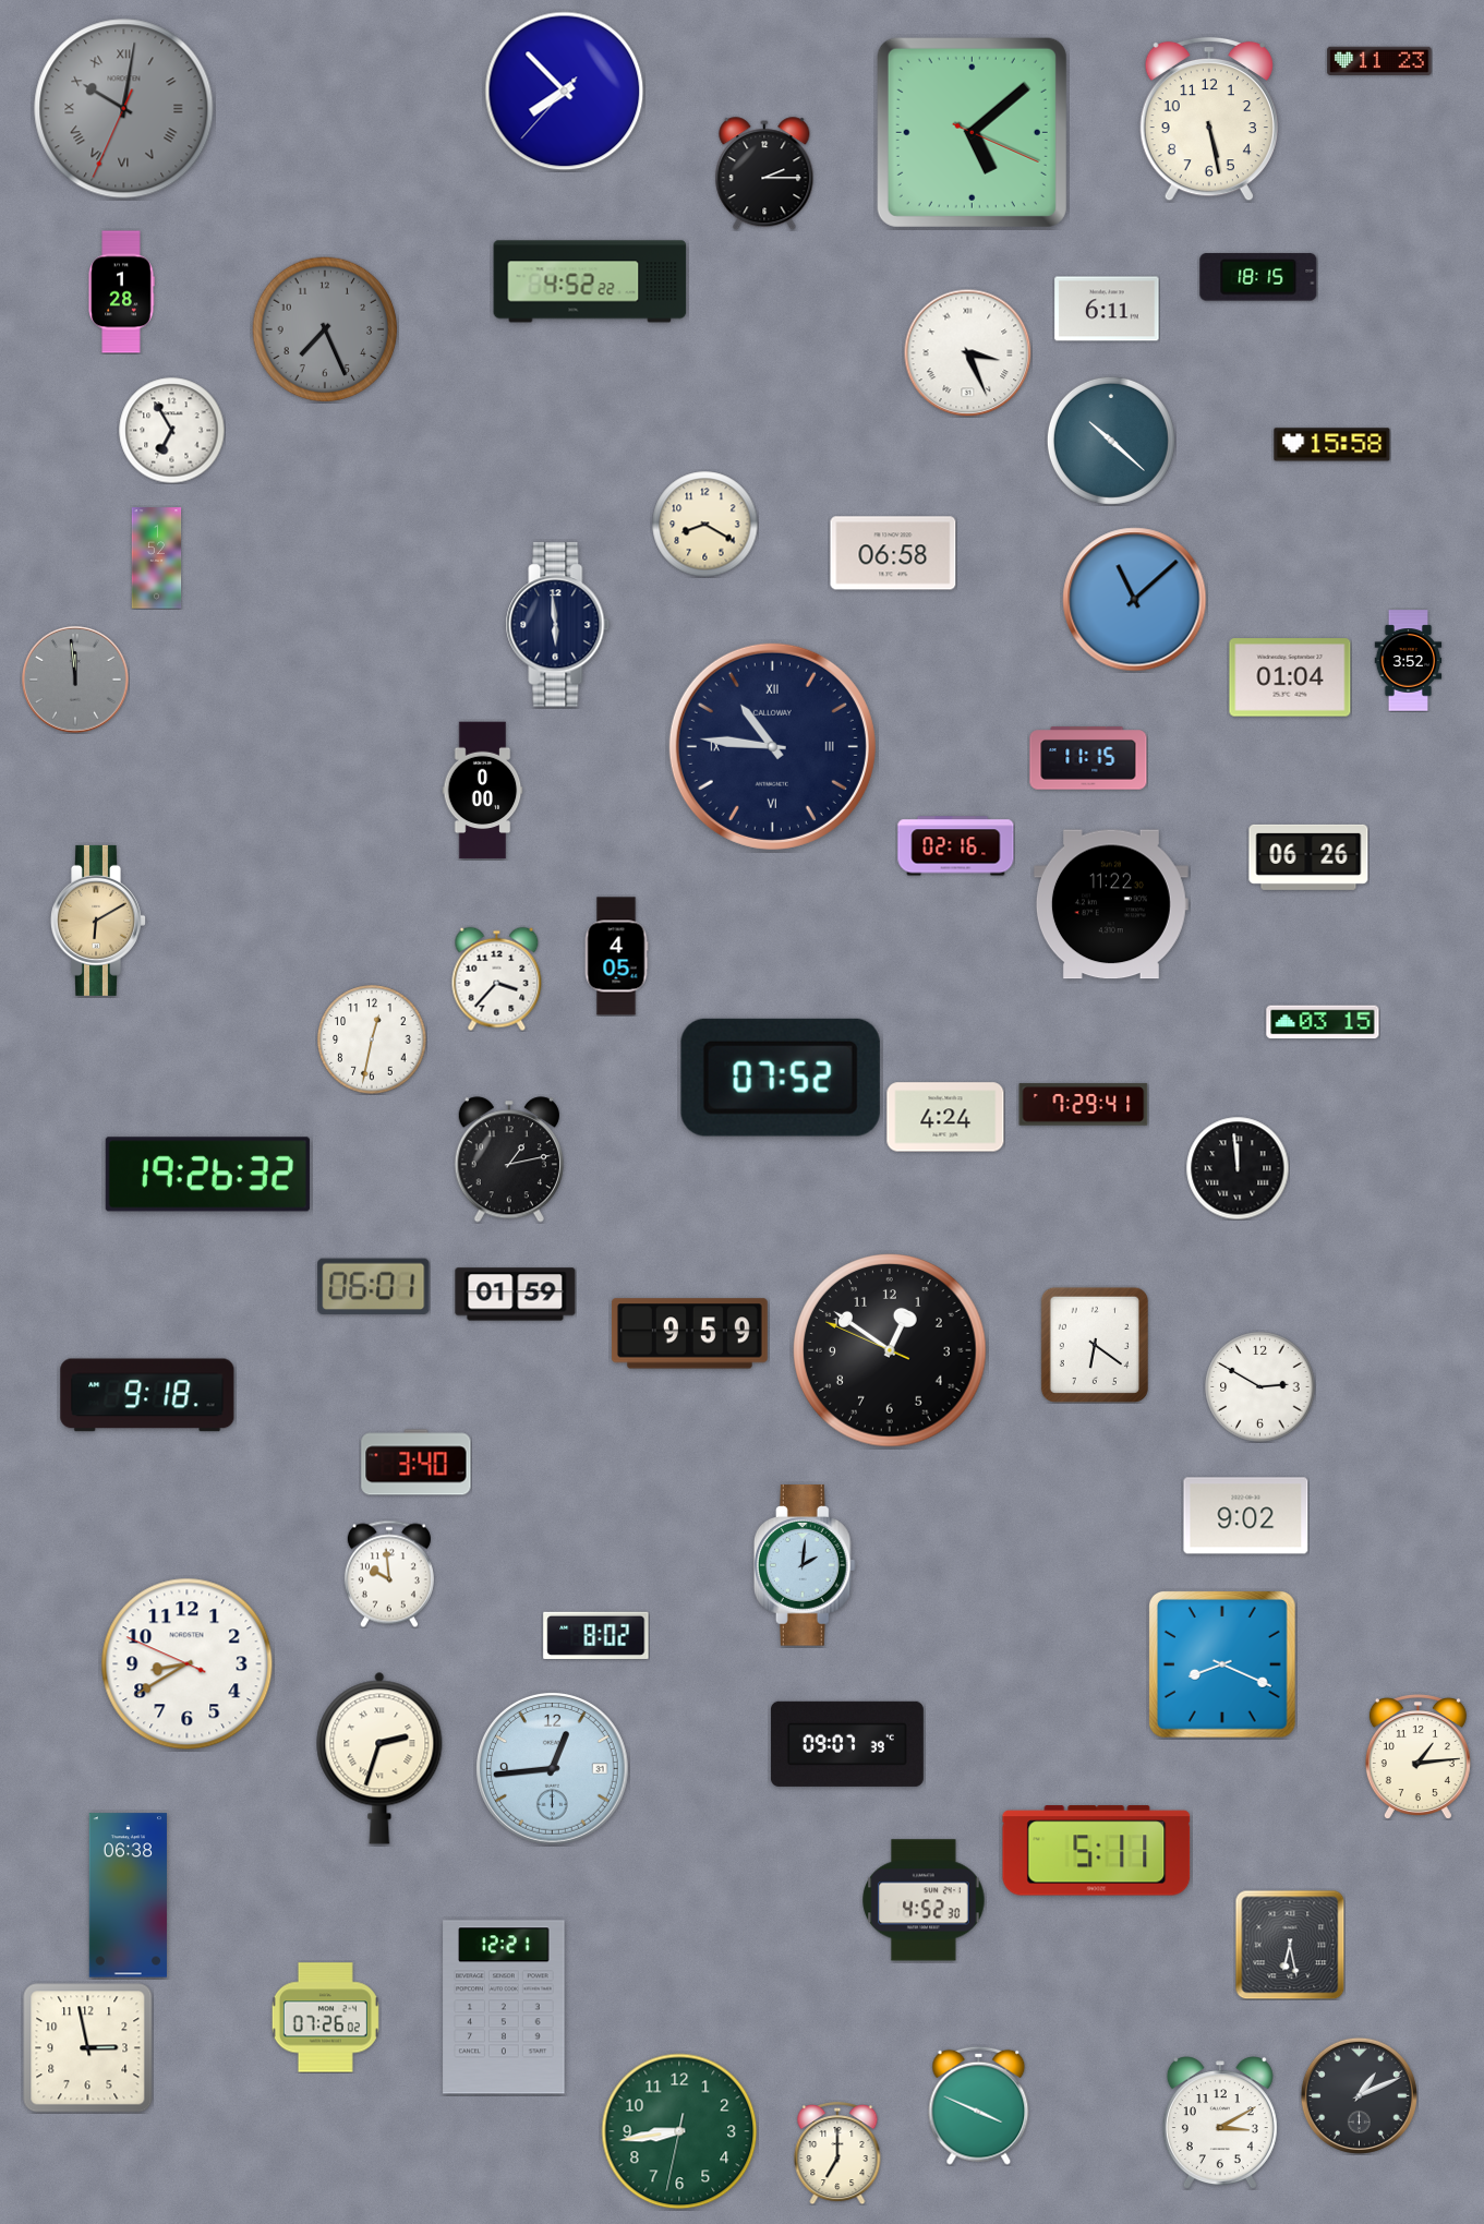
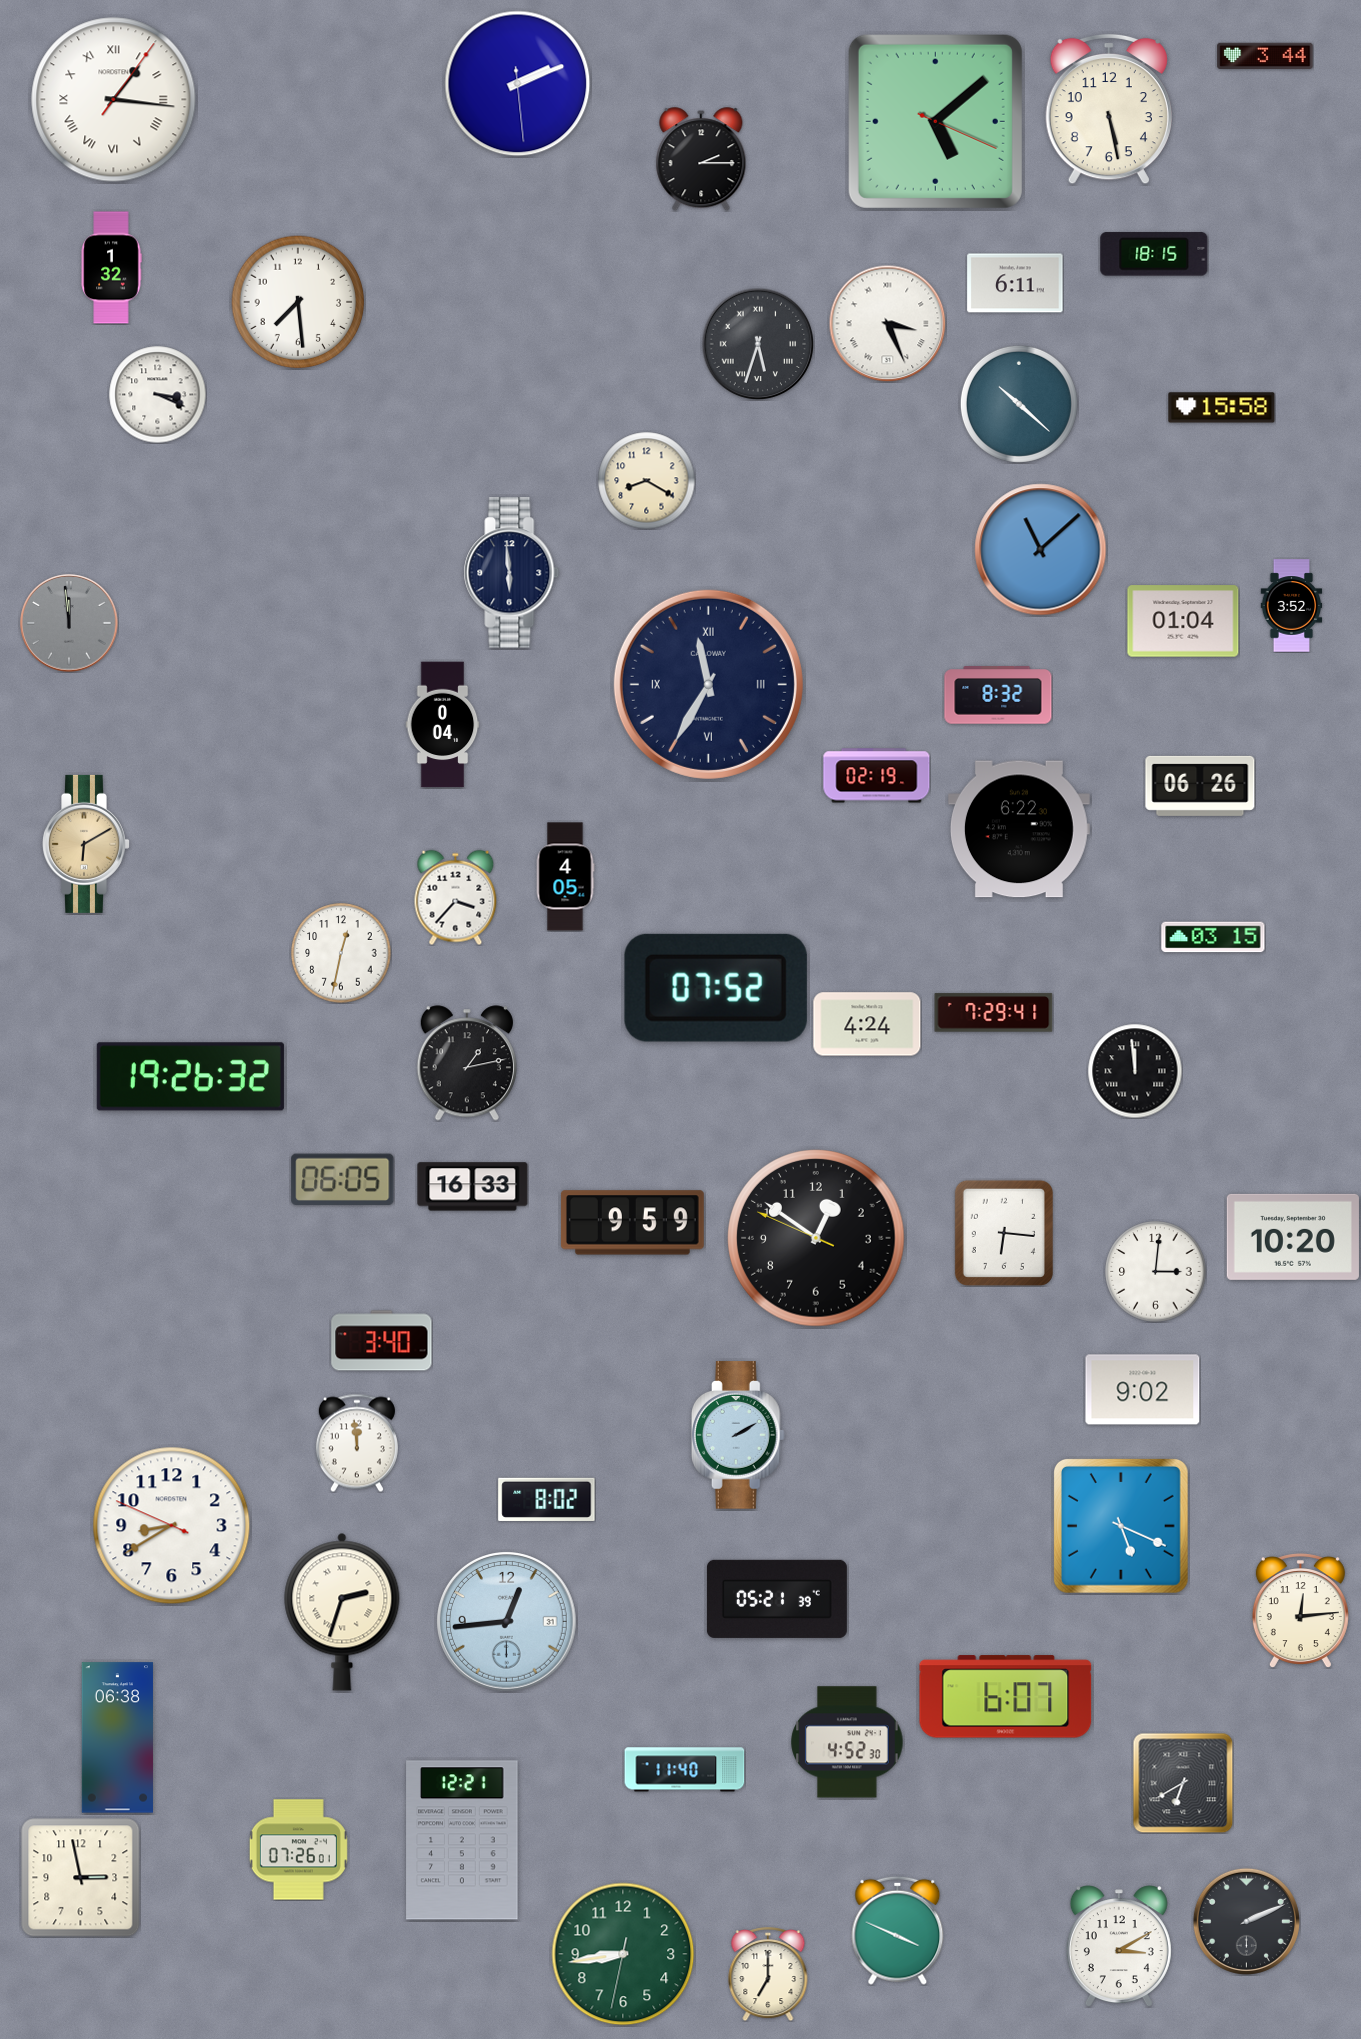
clock at (1379, 60): 11:23 -> 3:44
clock at (565, 92): 7:52 -> 2:11
clock at (124, 109): 10:01 -> 1:16
clock at (124, 109) dial: grey -> white
clock at (972, 132) position: (972, 132) -> (935, 121)
clock at (590, 281): 4:52 -> none
clock at (121, 292): 1:28 -> 1:32
clock at (325, 329): 7:26 -> 7:29
clock at (325, 329) dial: grey -> white
clock at (758, 344): none -> 5:33
clock at (171, 430): 6:55 -> 3:19
clock at (893, 553): 06:58 -> none
clock at (157, 558): 1:52 -> none
clock at (772, 746): 10:46 -> 11:35
clock at (1088, 758): 11:15 -> 8:32
clock at (483, 791): 0:00 -> 0:04
clock at (956, 846): 02:16 -> 02:19
clock at (1111, 904): 11:22 -> 6:22
clock at (99, 921) position: (99, 921) -> (87, 844)
clock at (374, 1286): 06:01 -> 06:05
clock at (516, 1295): 01:59 -> 16:33
clock at (1095, 1345): 6:21 -> 6:16
clock at (1293, 1237): none -> 10:20
clock at (1260, 1387): 2:50 -> 3:01
clock at (147, 1395): 9:18 -> none
clock at (805, 1565): 2:01 -> 2:10
clock at (389, 1574): 9:59 -> 11:59
clock at (1222, 1664): 8:19 -> 5:19
clock at (847, 1744): 09:07 -> 05:21
clock at (1417, 1757): 1:14 -> 12:14
clock at (379, 1758) position: (379, 1758) -> (342, 1612)
clock at (1097, 1851): 5:11 -> 6:07
clock at (685, 1770): none -> 11:40
clock at (1290, 1945): 6:28 -> 6:40
clock at (325, 2018): 07:26:02 -> 07:26:01
clock at (1359, 2095): 1:11 -> 2:11
